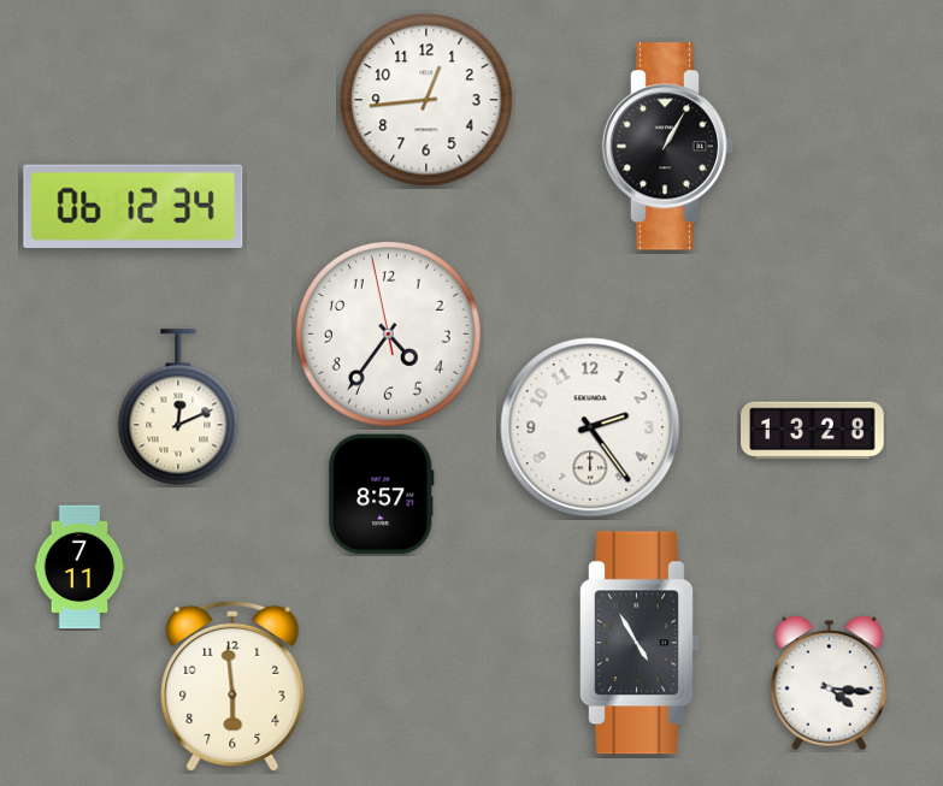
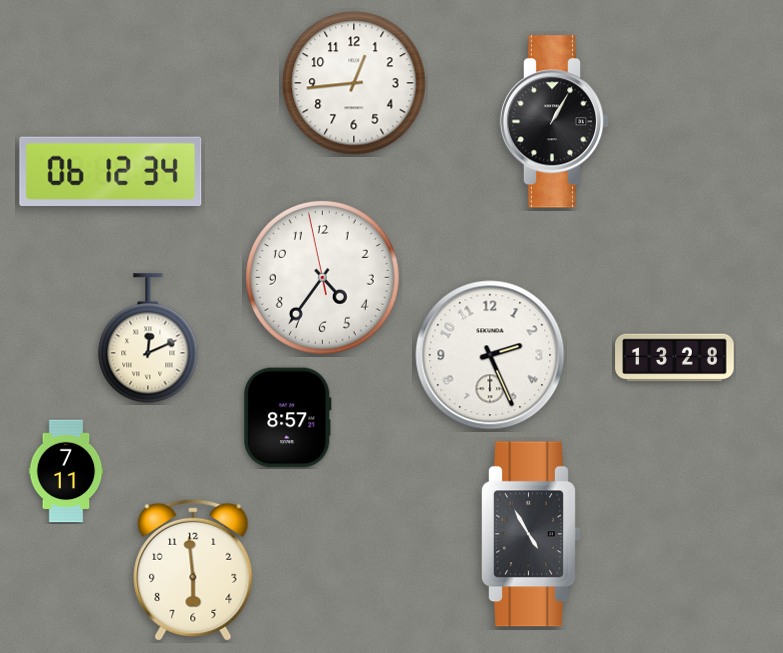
clock at (590, 427): 2:24 -> 2:26
clock at (382, 495) position: (382, 495) -> (288, 418)
clock at (829, 684): 4:16 -> none
